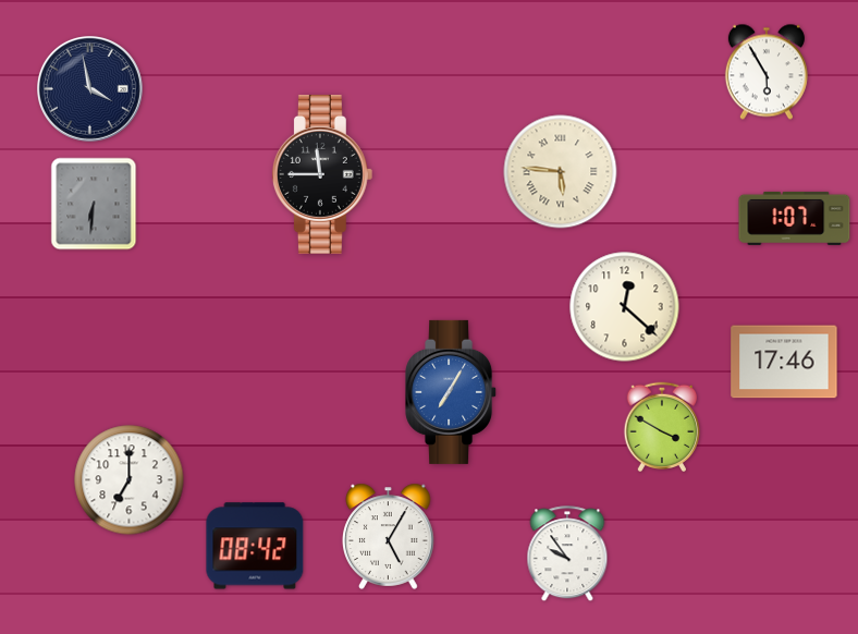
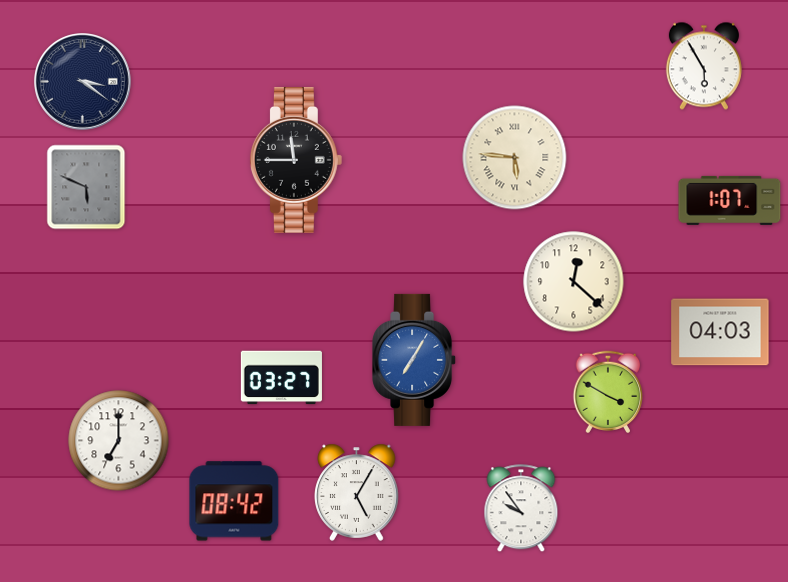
clock at (90, 89): 3:58 -> 3:21
clock at (94, 204): 6:31 -> 5:49
clock at (784, 362): 17:46 -> 04:03
clock at (281, 378): none -> 03:27
